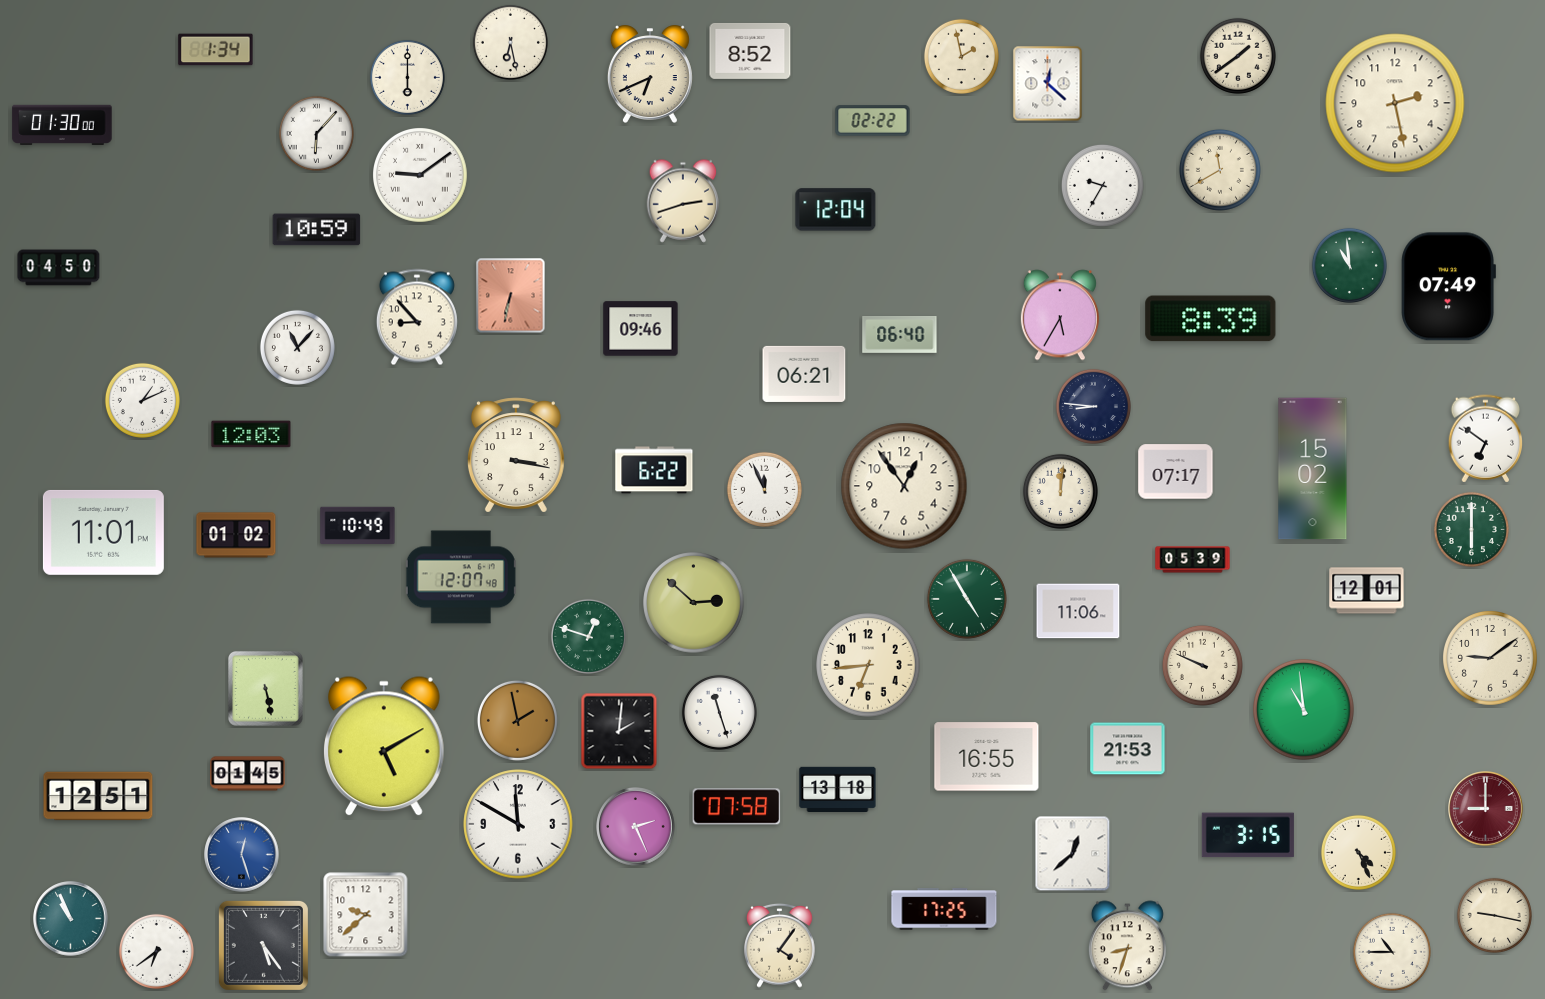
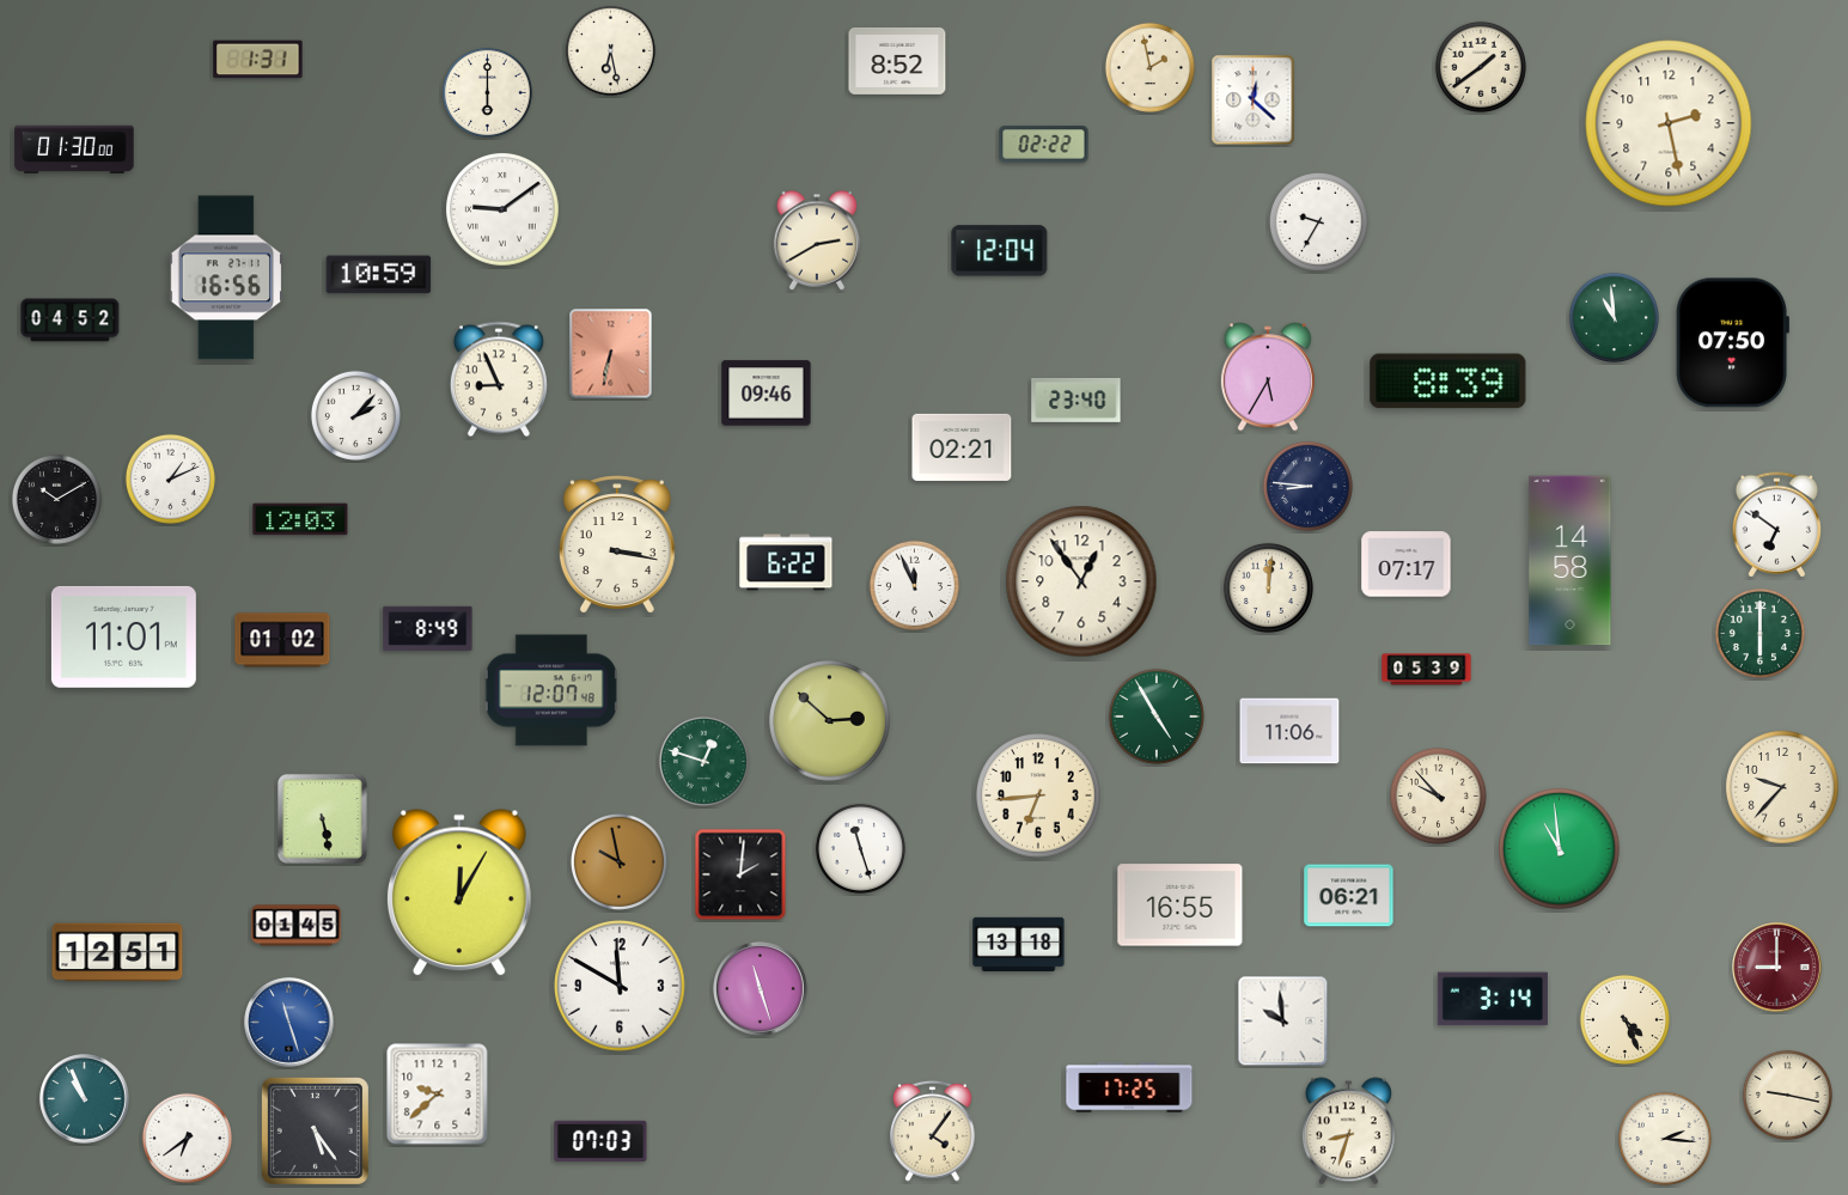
clock at (216, 50): 1:34 -> 1:31
clock at (650, 74): 6:41 -> none
clock at (316, 133): 6:07 -> none
clock at (1220, 170): 11:40 -> none
clock at (683, 201): 2:42 -> 2:40
clock at (225, 278): none -> 16:56
clock at (59, 268): 04:50 -> 04:52
clock at (1448, 287): 07:49 -> 07:50
clock at (417, 317): 8:53 -> 8:56
clock at (900, 335): 06:40 -> 23:40
clock at (297, 347): 11:07 -> 2:07
clock at (804, 374): 06:21 -> 02:21
clock at (56, 499): none -> 10:10
clock at (1313, 469): 15:02 -> 14:58
clock at (654, 470) position: (654, 470) -> (786, 562)
clock at (358, 525): 10:49 -> 8:49
clock at (1367, 591): 12:01 -> none
clock at (1491, 659): 9:09 -> 9:37
clock at (1202, 665): 9:49 -> 9:53
clock at (265, 688) position: (265, 688) -> (322, 818)
clock at (719, 712) position: (719, 712) -> (860, 848)
clock at (517, 720): 1:58 -> 9:58
clock at (385, 747): 5:10 -> 12:05
clock at (1128, 749): 21:53 -> 06:21
clock at (838, 789) position: (838, 789) -> (1019, 944)
clock at (737, 807): 07:58 -> none
clock at (636, 827): 2:26 -> 11:27
clock at (1248, 835): 3:15 -> 3:14
clock at (1073, 854): 12:38 -> 9:59
clock at (242, 855): 12:27 -> 11:27
clock at (1392, 952): 10:45 -> 2:16
clock at (600, 1141): none -> 07:03
